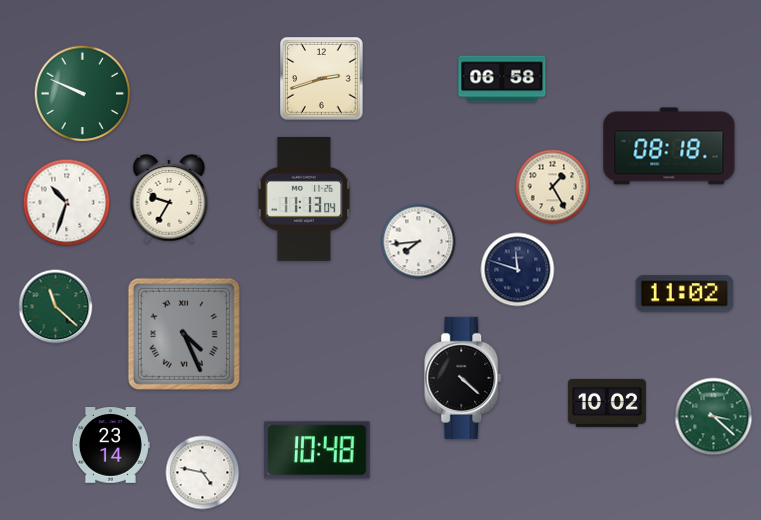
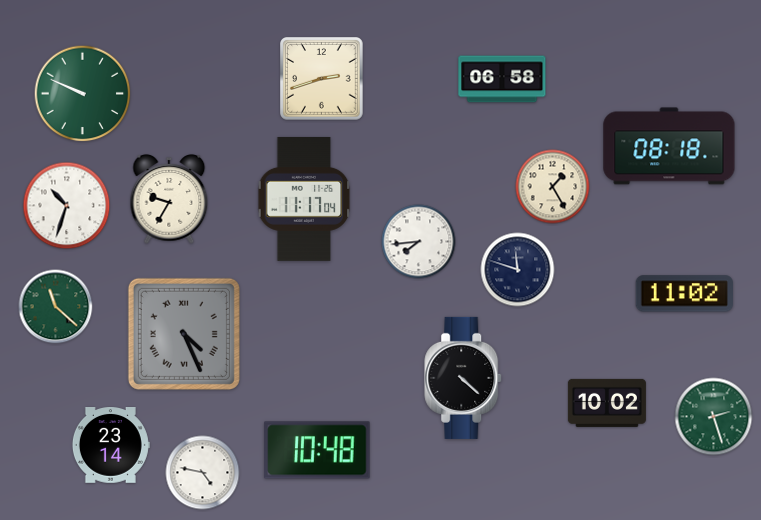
clock at (304, 199): 11:13 -> 11:17
clock at (67, 203) position: (67, 203) -> (67, 206)
clock at (714, 417): 3:22 -> 2:27
